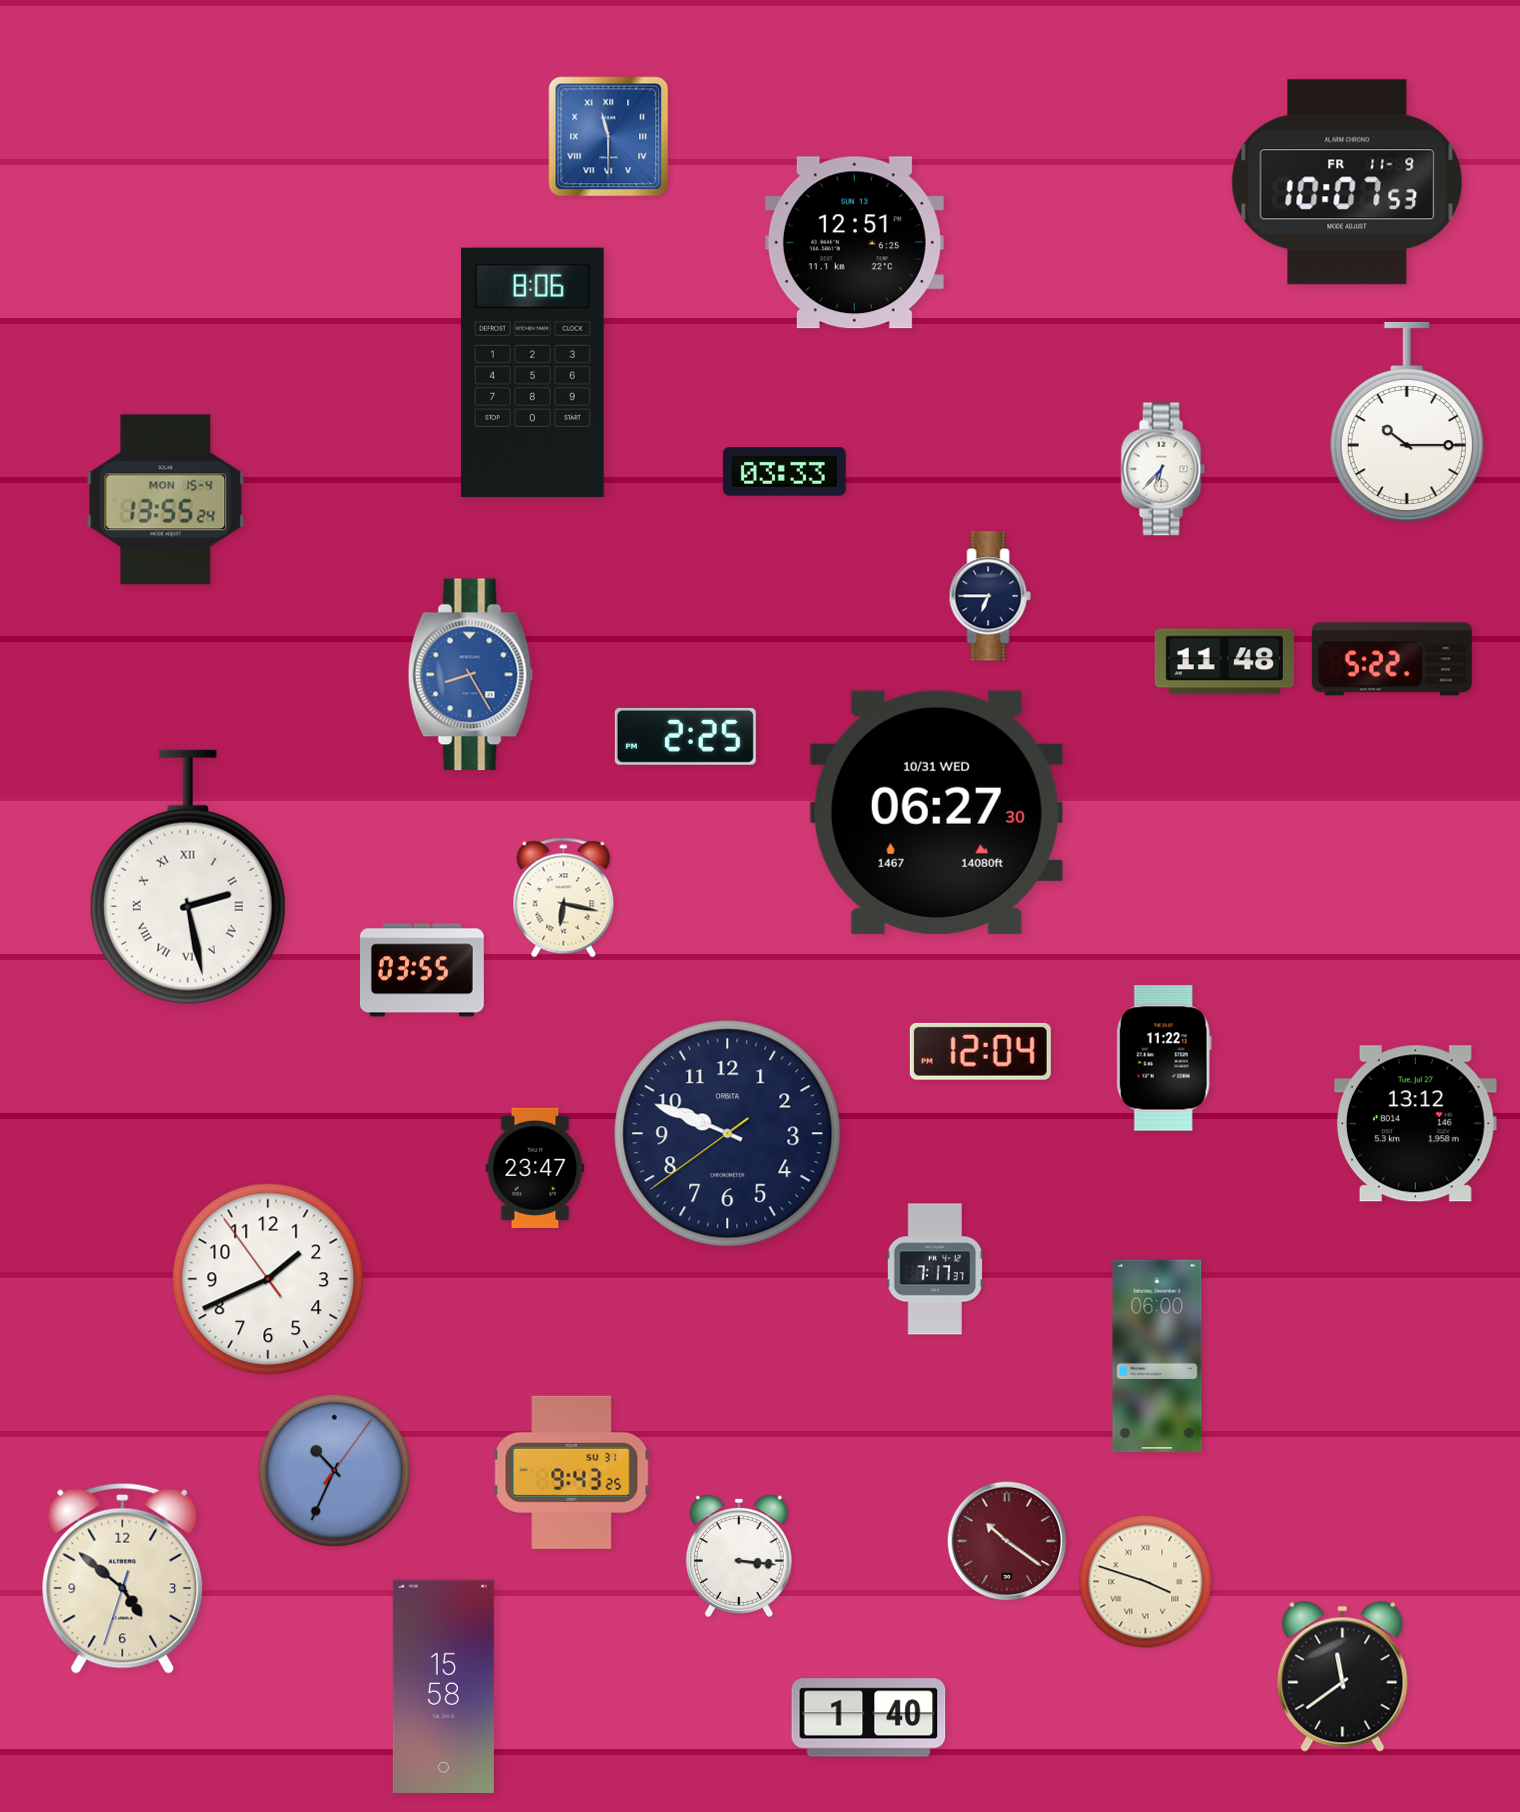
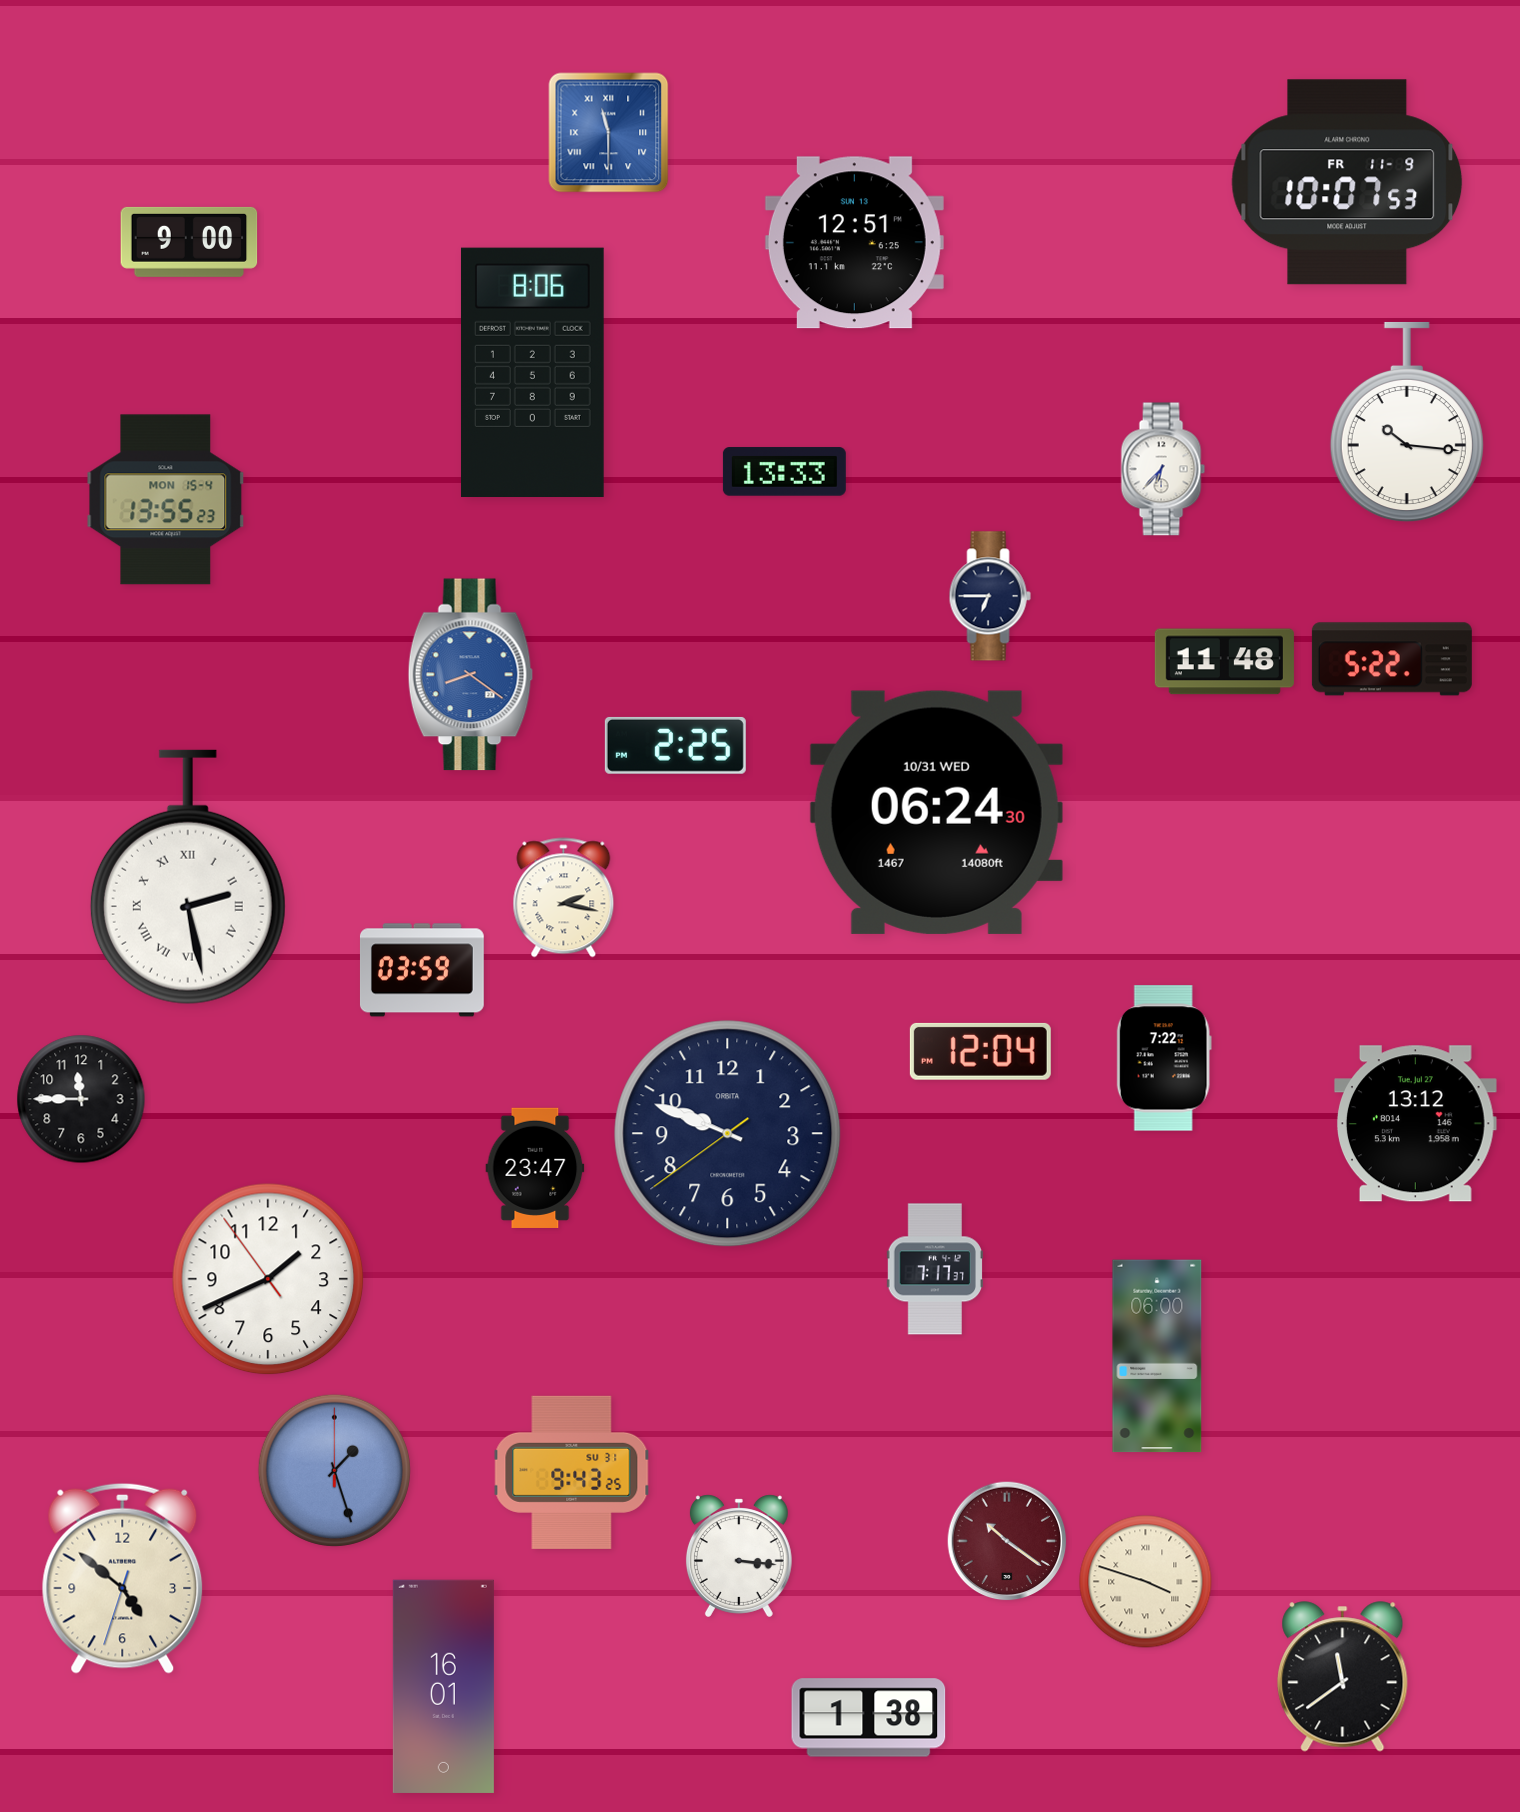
clock at (609, 137) position: (609, 137) -> (609, 133)
clock at (189, 242): none -> 9:00
clock at (1407, 422): 10:15 -> 10:16
clock at (784, 472): 03:33 -> 13:33
clock at (166, 500): 13:55:24 -> 13:55:23
clock at (470, 675): 8:25 -> 8:21
clock at (685, 736) position: (685, 736) -> (675, 745)
clock at (936, 812): 06:27 -> 06:24
clock at (564, 898): 6:17 -> 2:17
clock at (422, 970): 03:55 -> 03:59
clock at (1164, 1058): 11:22 -> 7:22
clock at (81, 1099): none -> 11:45
clock at (334, 1470): 10:34 -> 1:27
clock at (443, 1686): 15:58 -> 16:01
clock at (869, 1718): 1:40 -> 1:38
